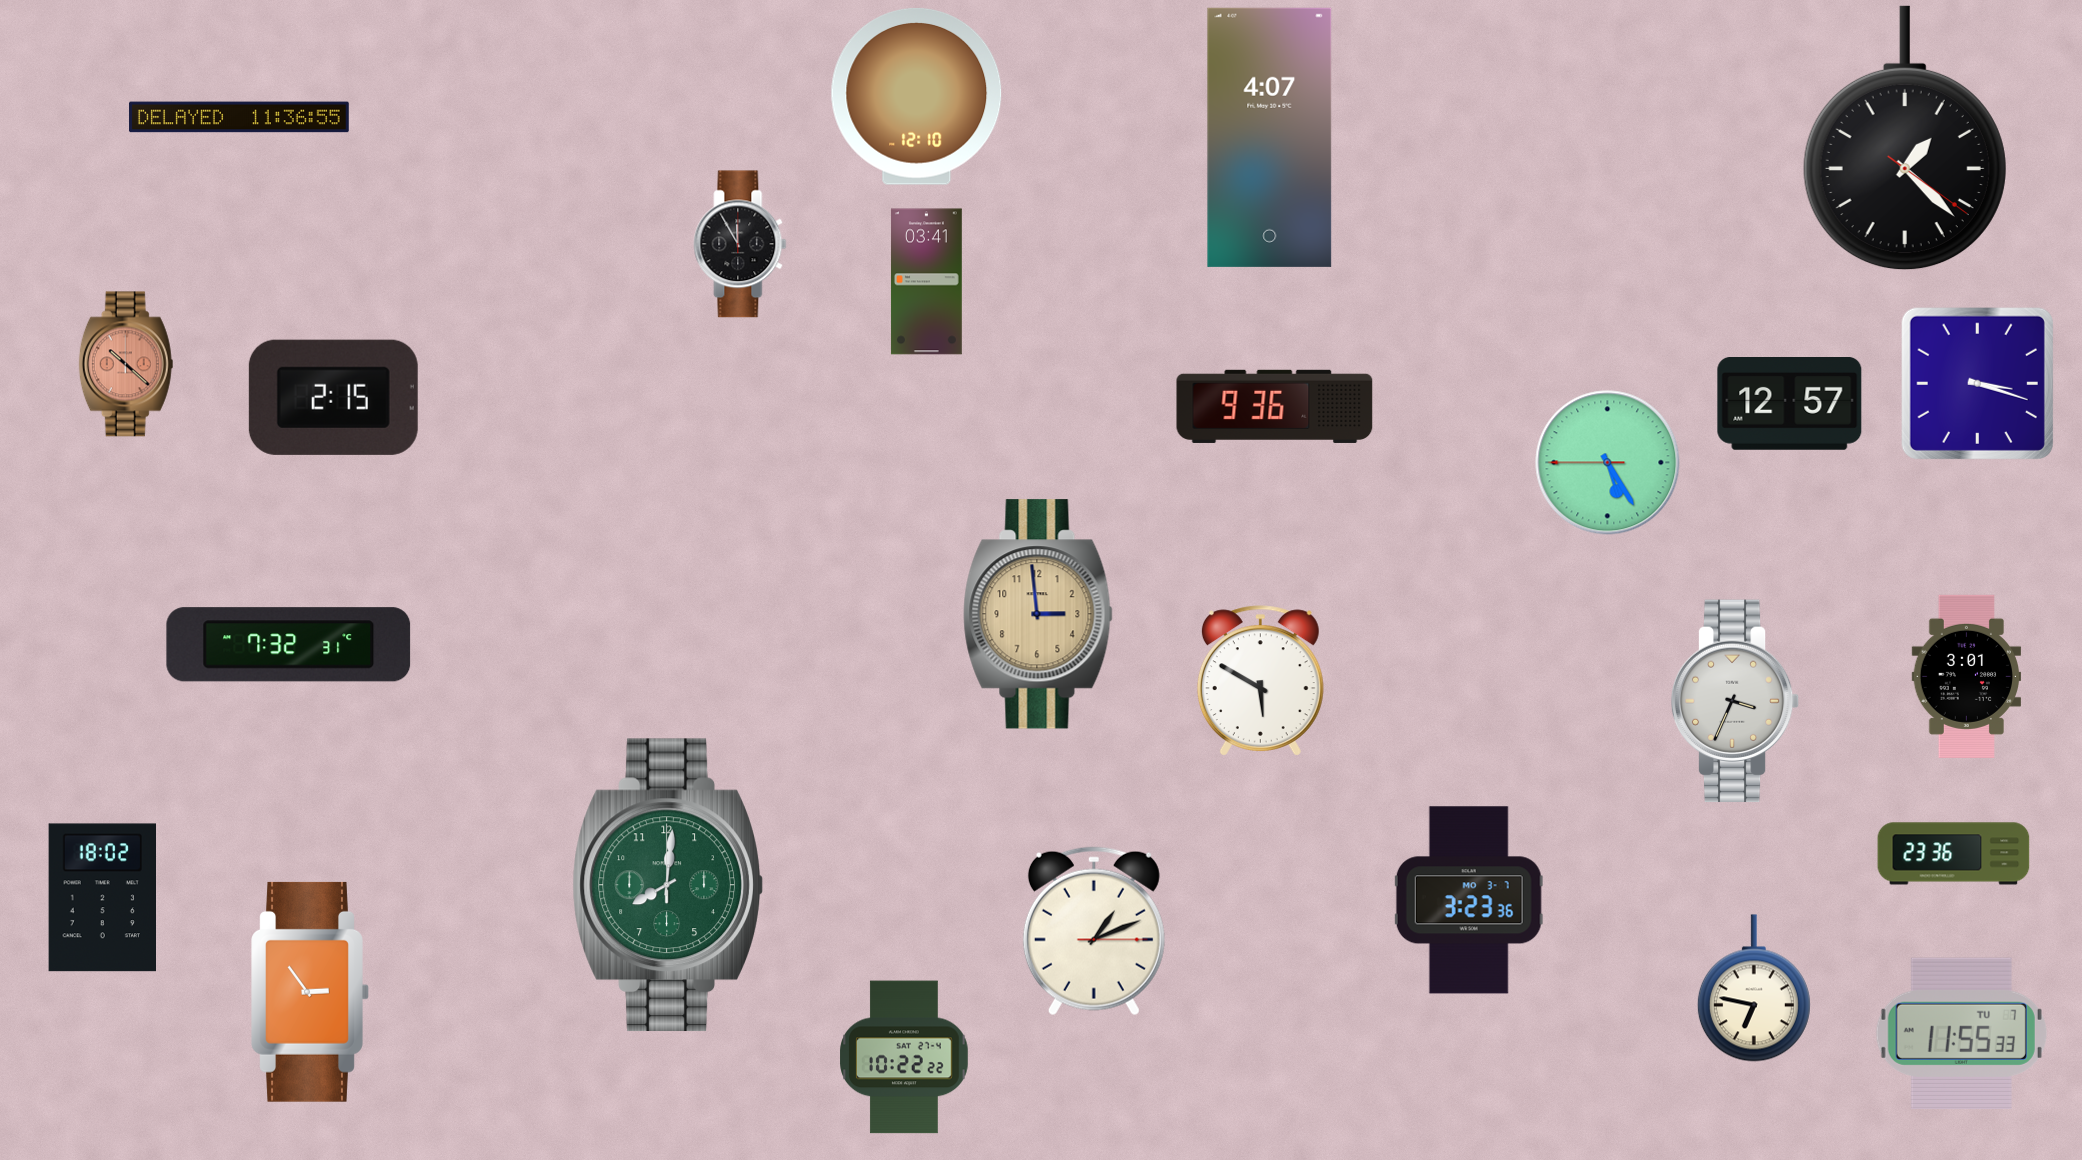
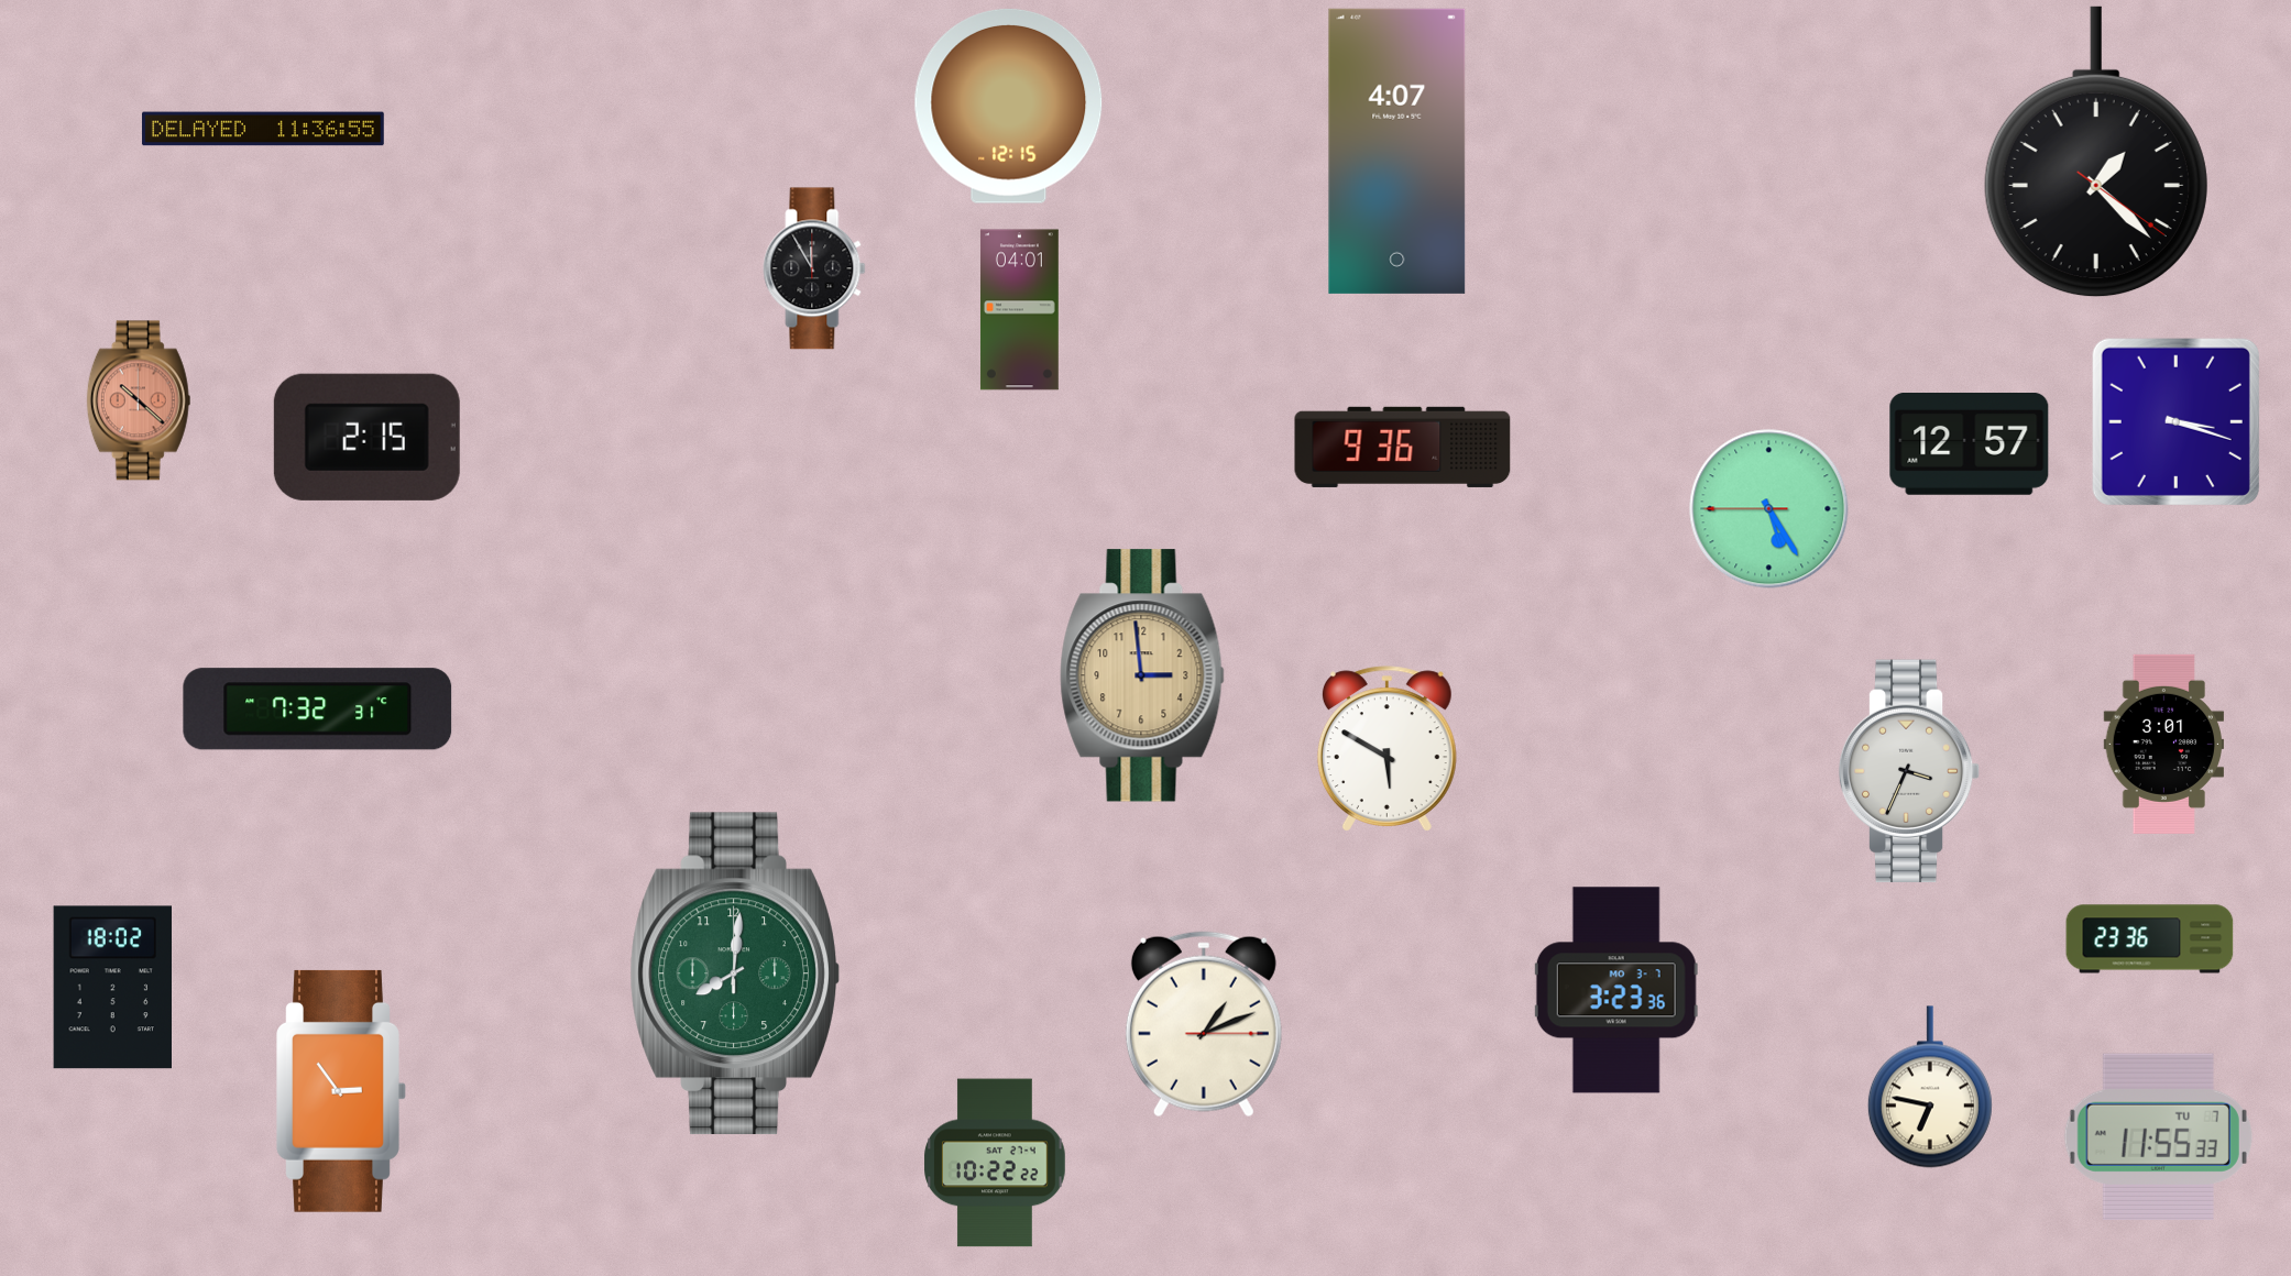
clock at (917, 96): 12:10 -> 12:15
clock at (927, 282): 03:41 -> 04:01
